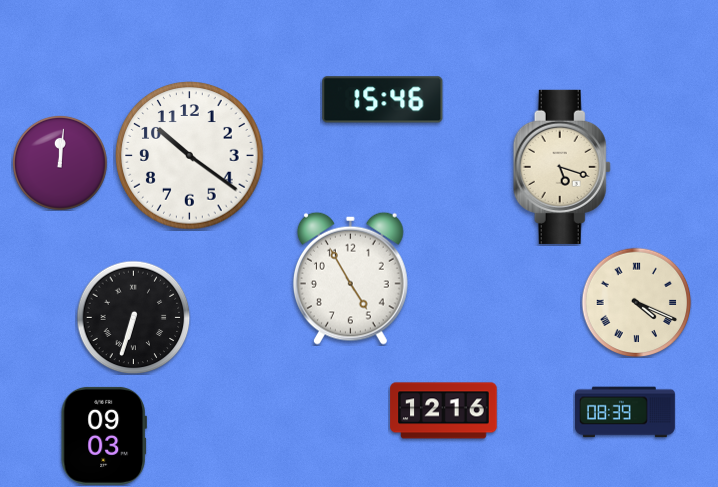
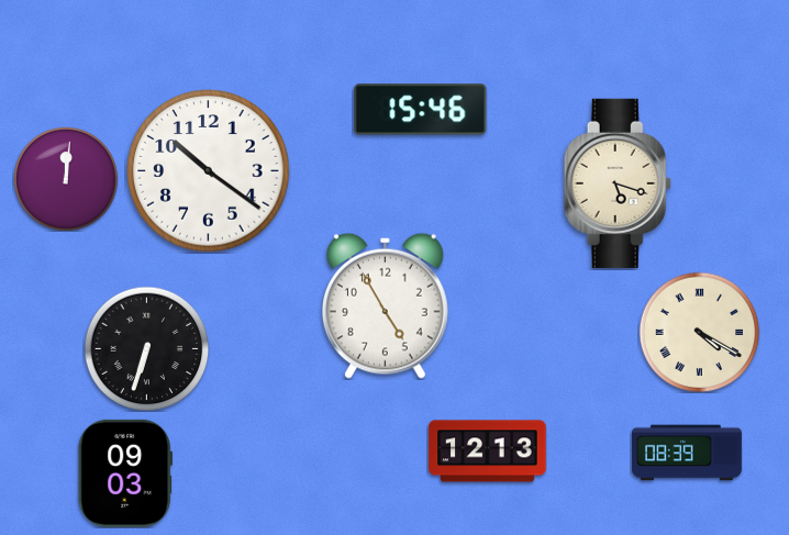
clock at (636, 302): 4:19 -> 4:20
clock at (444, 411): 12:16 -> 12:13
clock at (104, 436) position: (104, 436) -> (125, 473)
